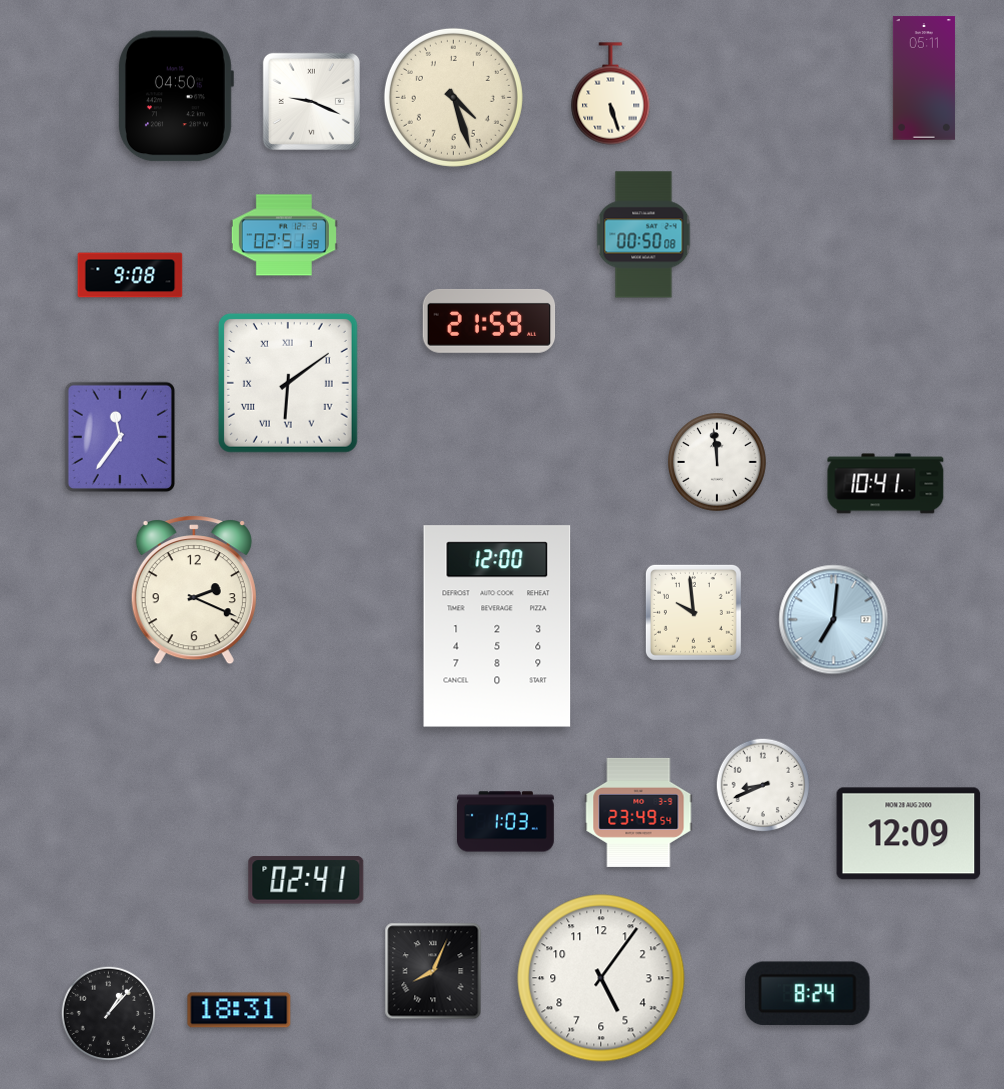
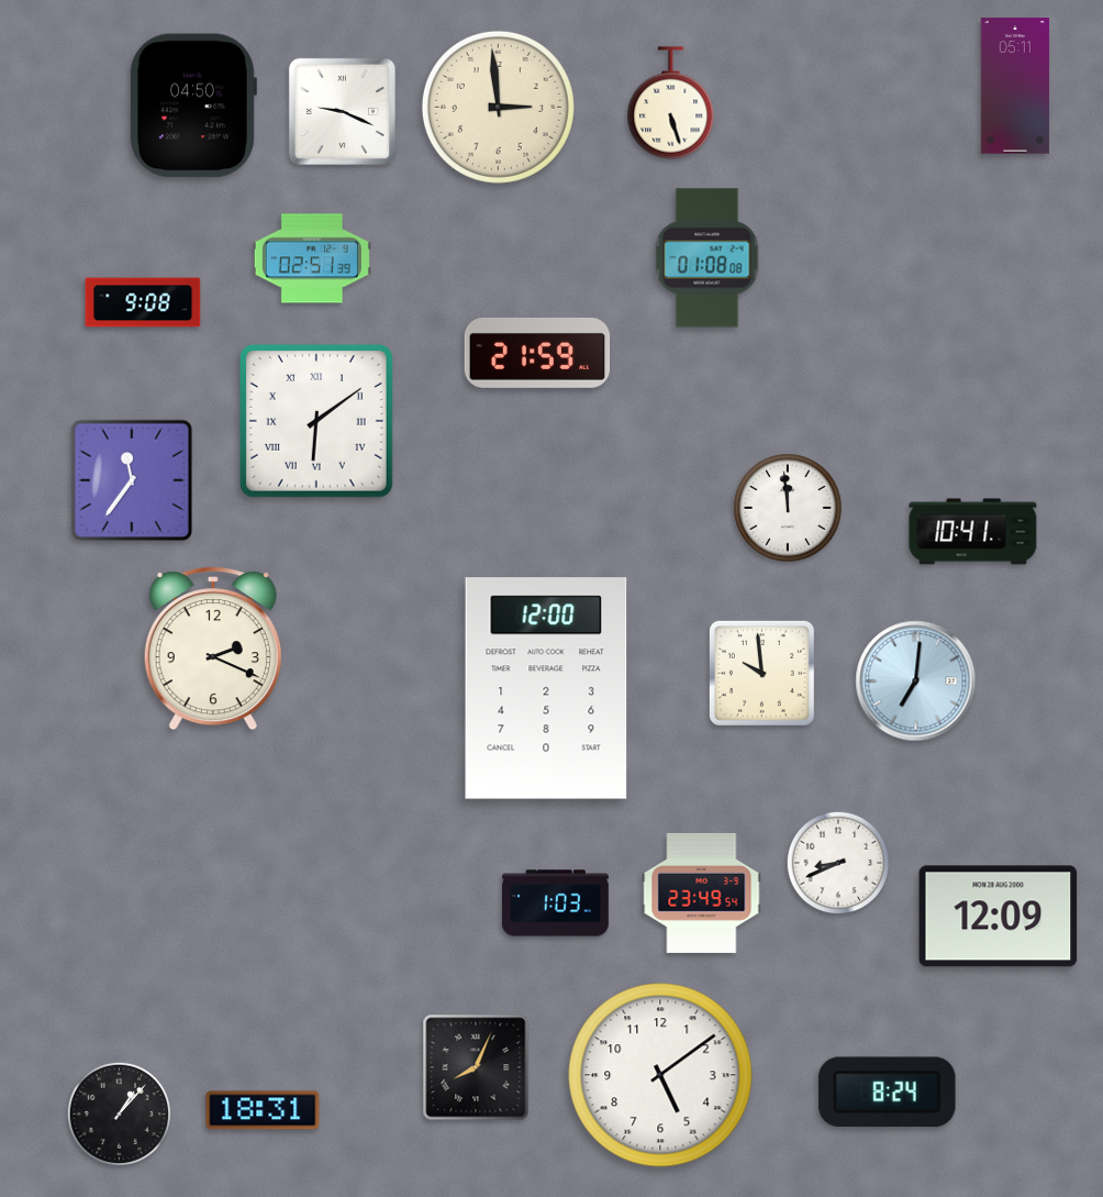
clock at (453, 97): 4:27 -> 2:59
clock at (644, 235): 00:50 -> 01:08
clock at (306, 880): 02:41 -> none
clock at (601, 978): 5:06 -> 5:09
